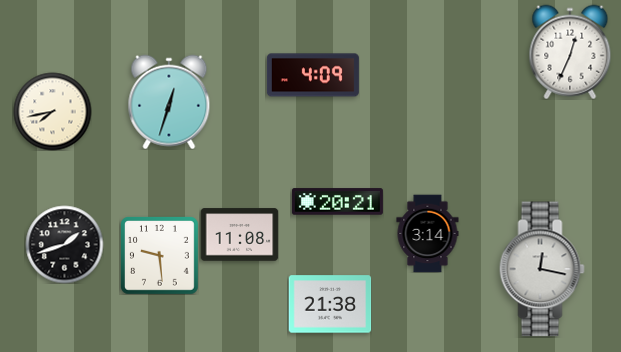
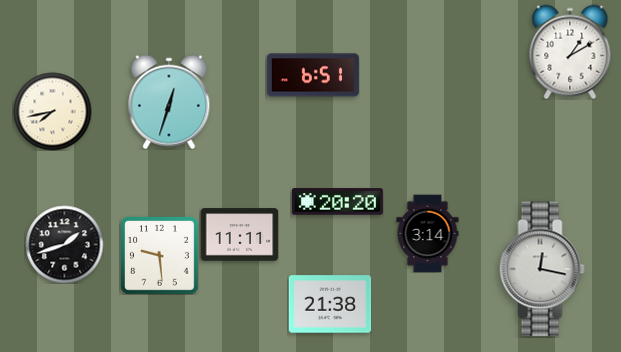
clock at (570, 52): 12:34 -> 1:10
clock at (313, 75): 4:09 -> 6:51
clock at (337, 202): 20:21 -> 20:20
clock at (239, 235): 11:08 -> 11:11
